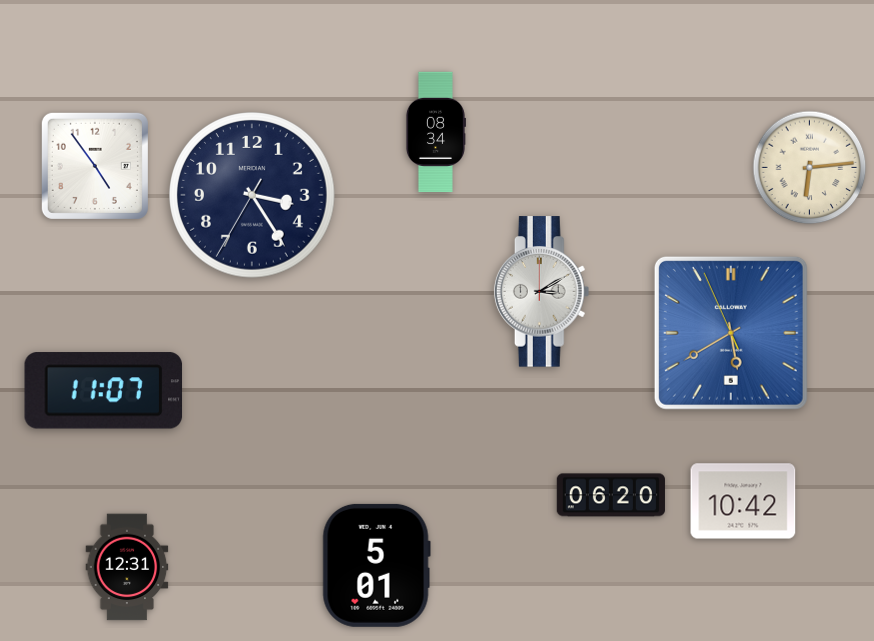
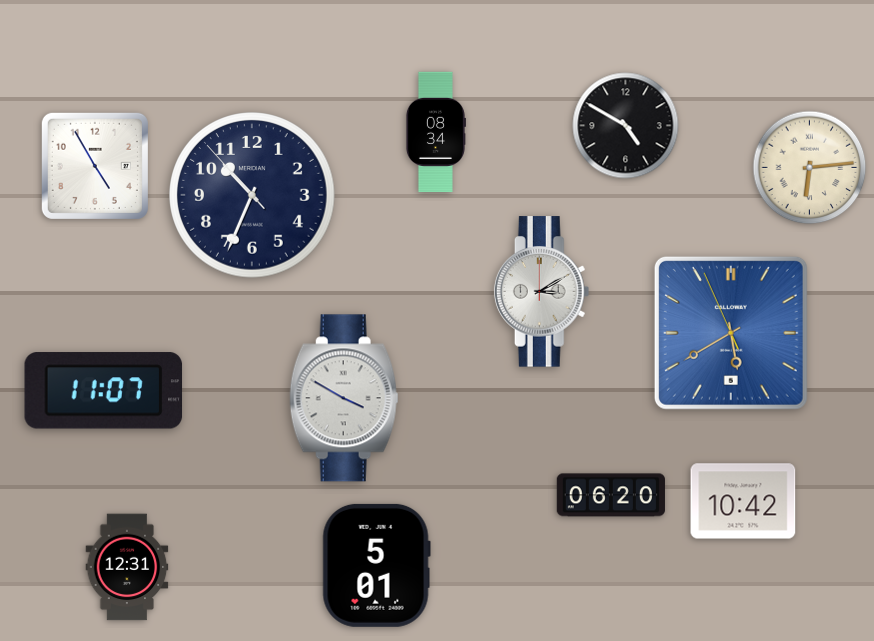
clock at (626, 126): none -> 4:50
clock at (95, 166): 4:54 -> 4:55
clock at (252, 195): 3:24 -> 10:33
clock at (344, 398): none -> 3:50
